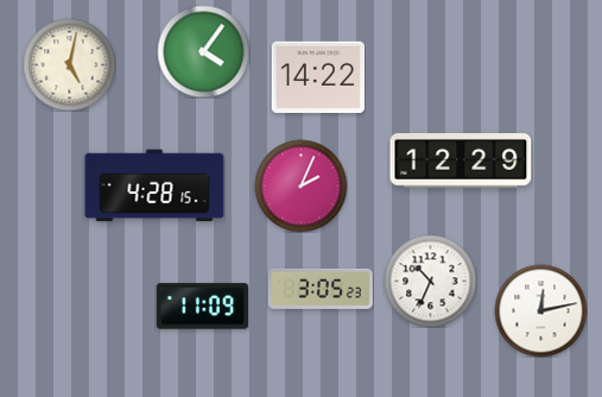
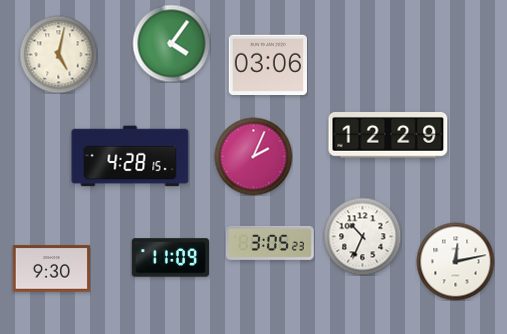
clock at (317, 77): 14:22 -> 03:06
clock at (51, 269): none -> 9:30
